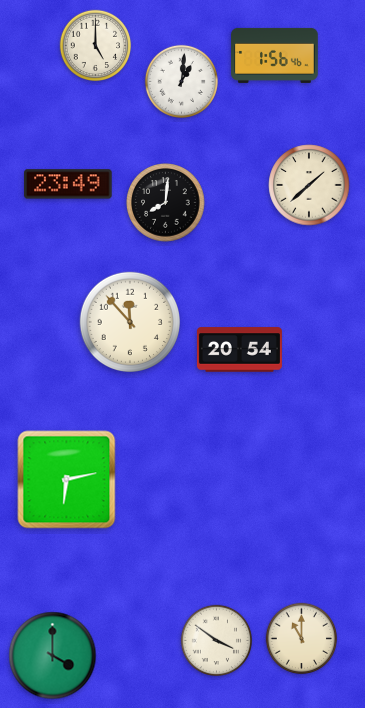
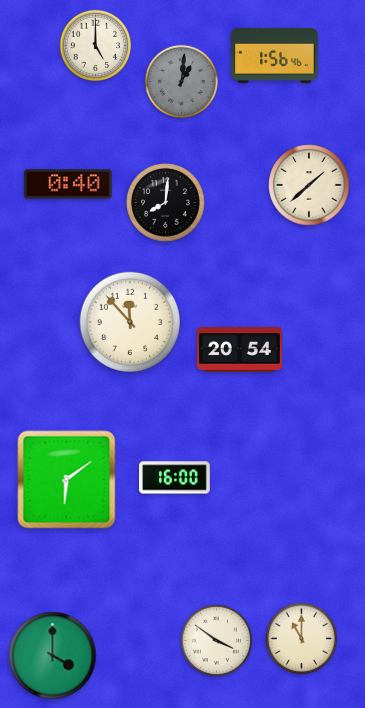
clock at (181, 81) dial: white -> grey
clock at (68, 184): 23:49 -> 0:40
clock at (175, 478): none -> 16:00
clock at (67, 480): 6:13 -> 6:09
